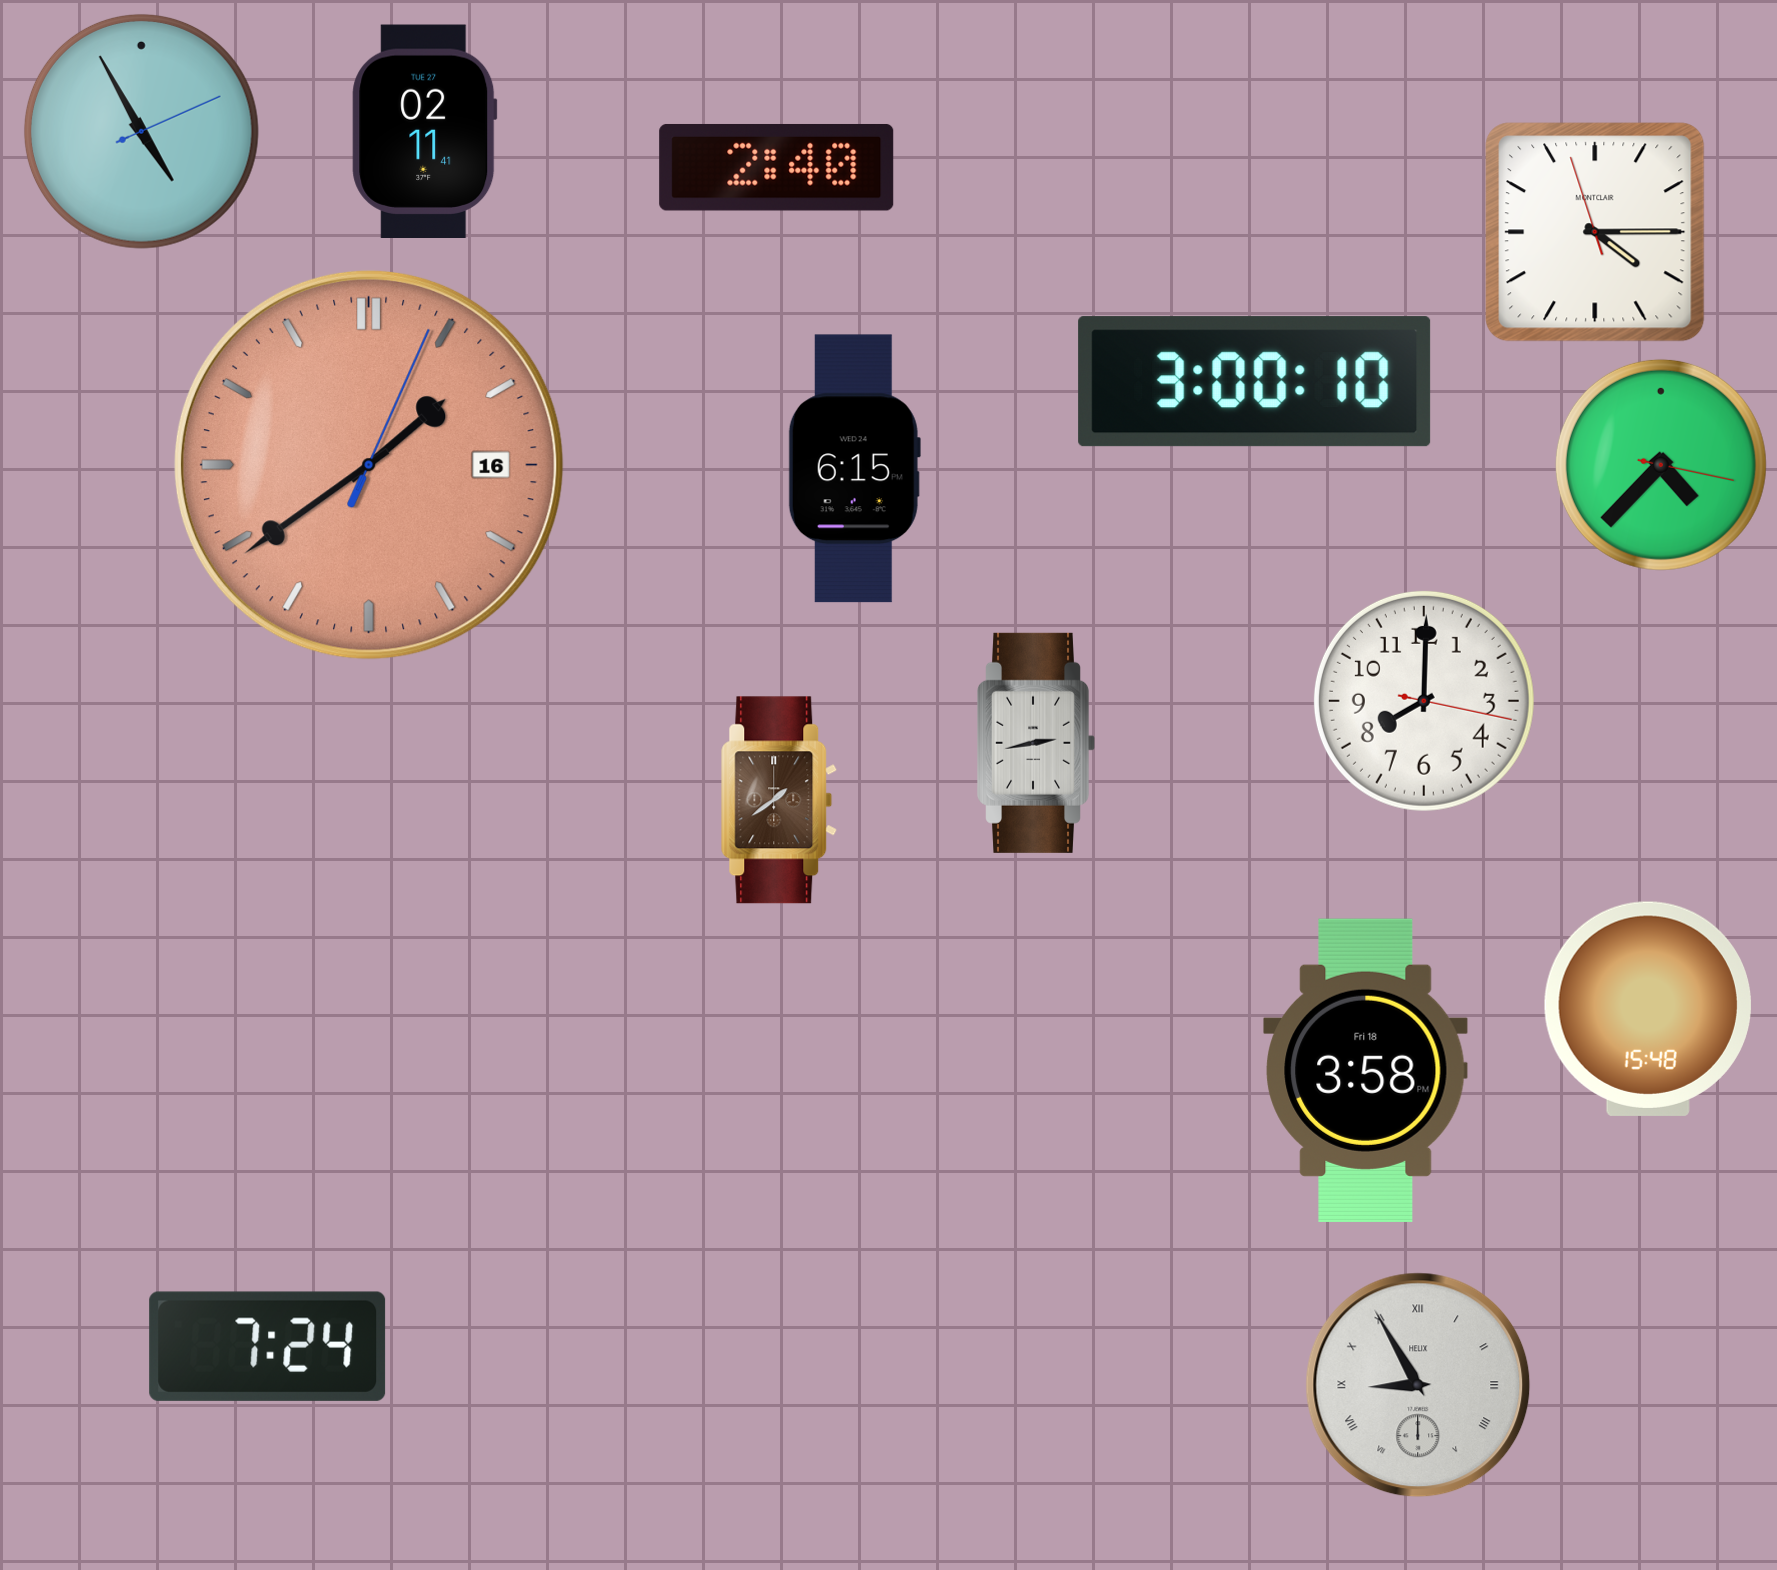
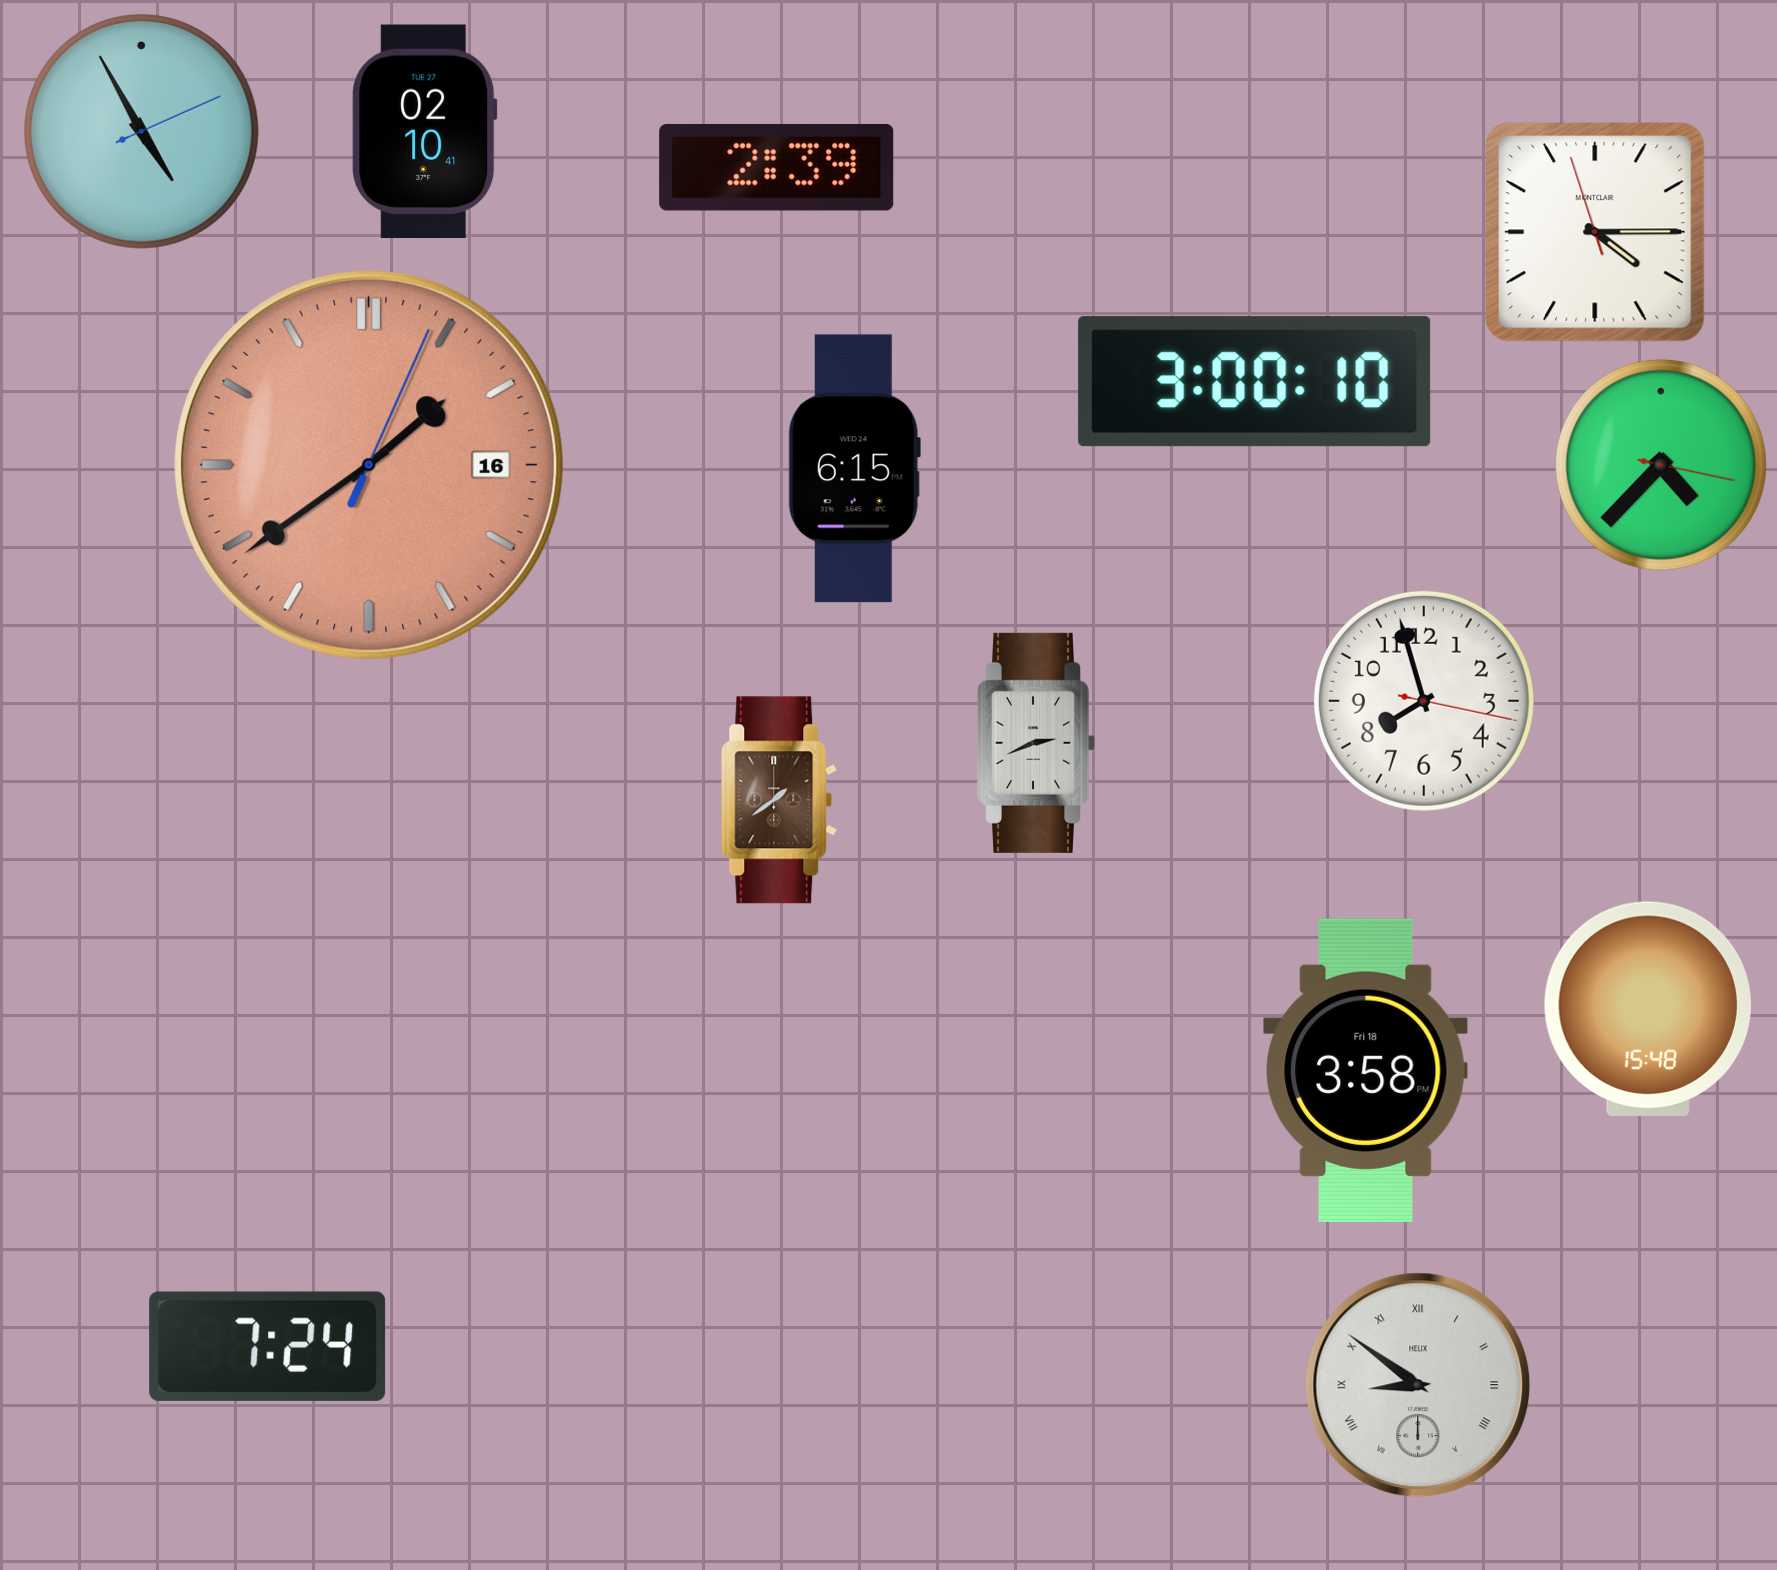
clock at (425, 131): 02:11 -> 02:10
clock at (777, 167): 2:40 -> 2:39
clock at (1424, 701): 8:00 -> 7:57
clock at (1036, 743): 2:43 -> 2:41
clock at (1418, 1385): 8:55 -> 8:51
